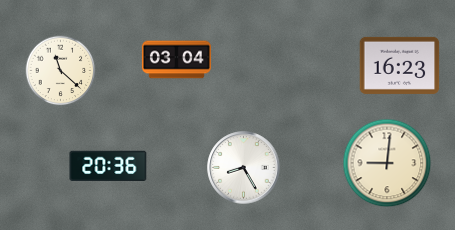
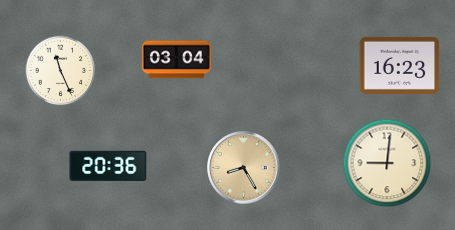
clock at (61, 71): 11:22 -> 11:26
clock at (244, 168) dial: white -> champagne
